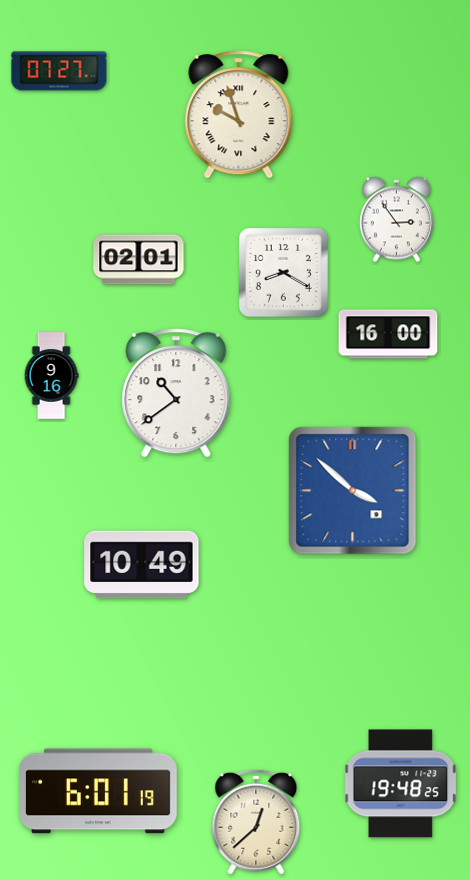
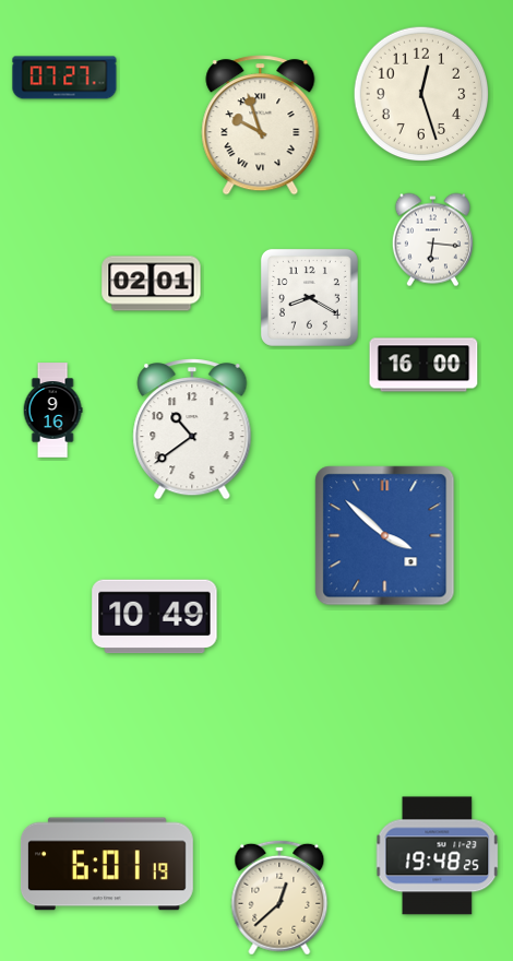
clock at (421, 94): none -> 12:27
clock at (396, 220): 2:54 -> 6:16
clock at (51, 376) position: (51, 376) -> (52, 411)
